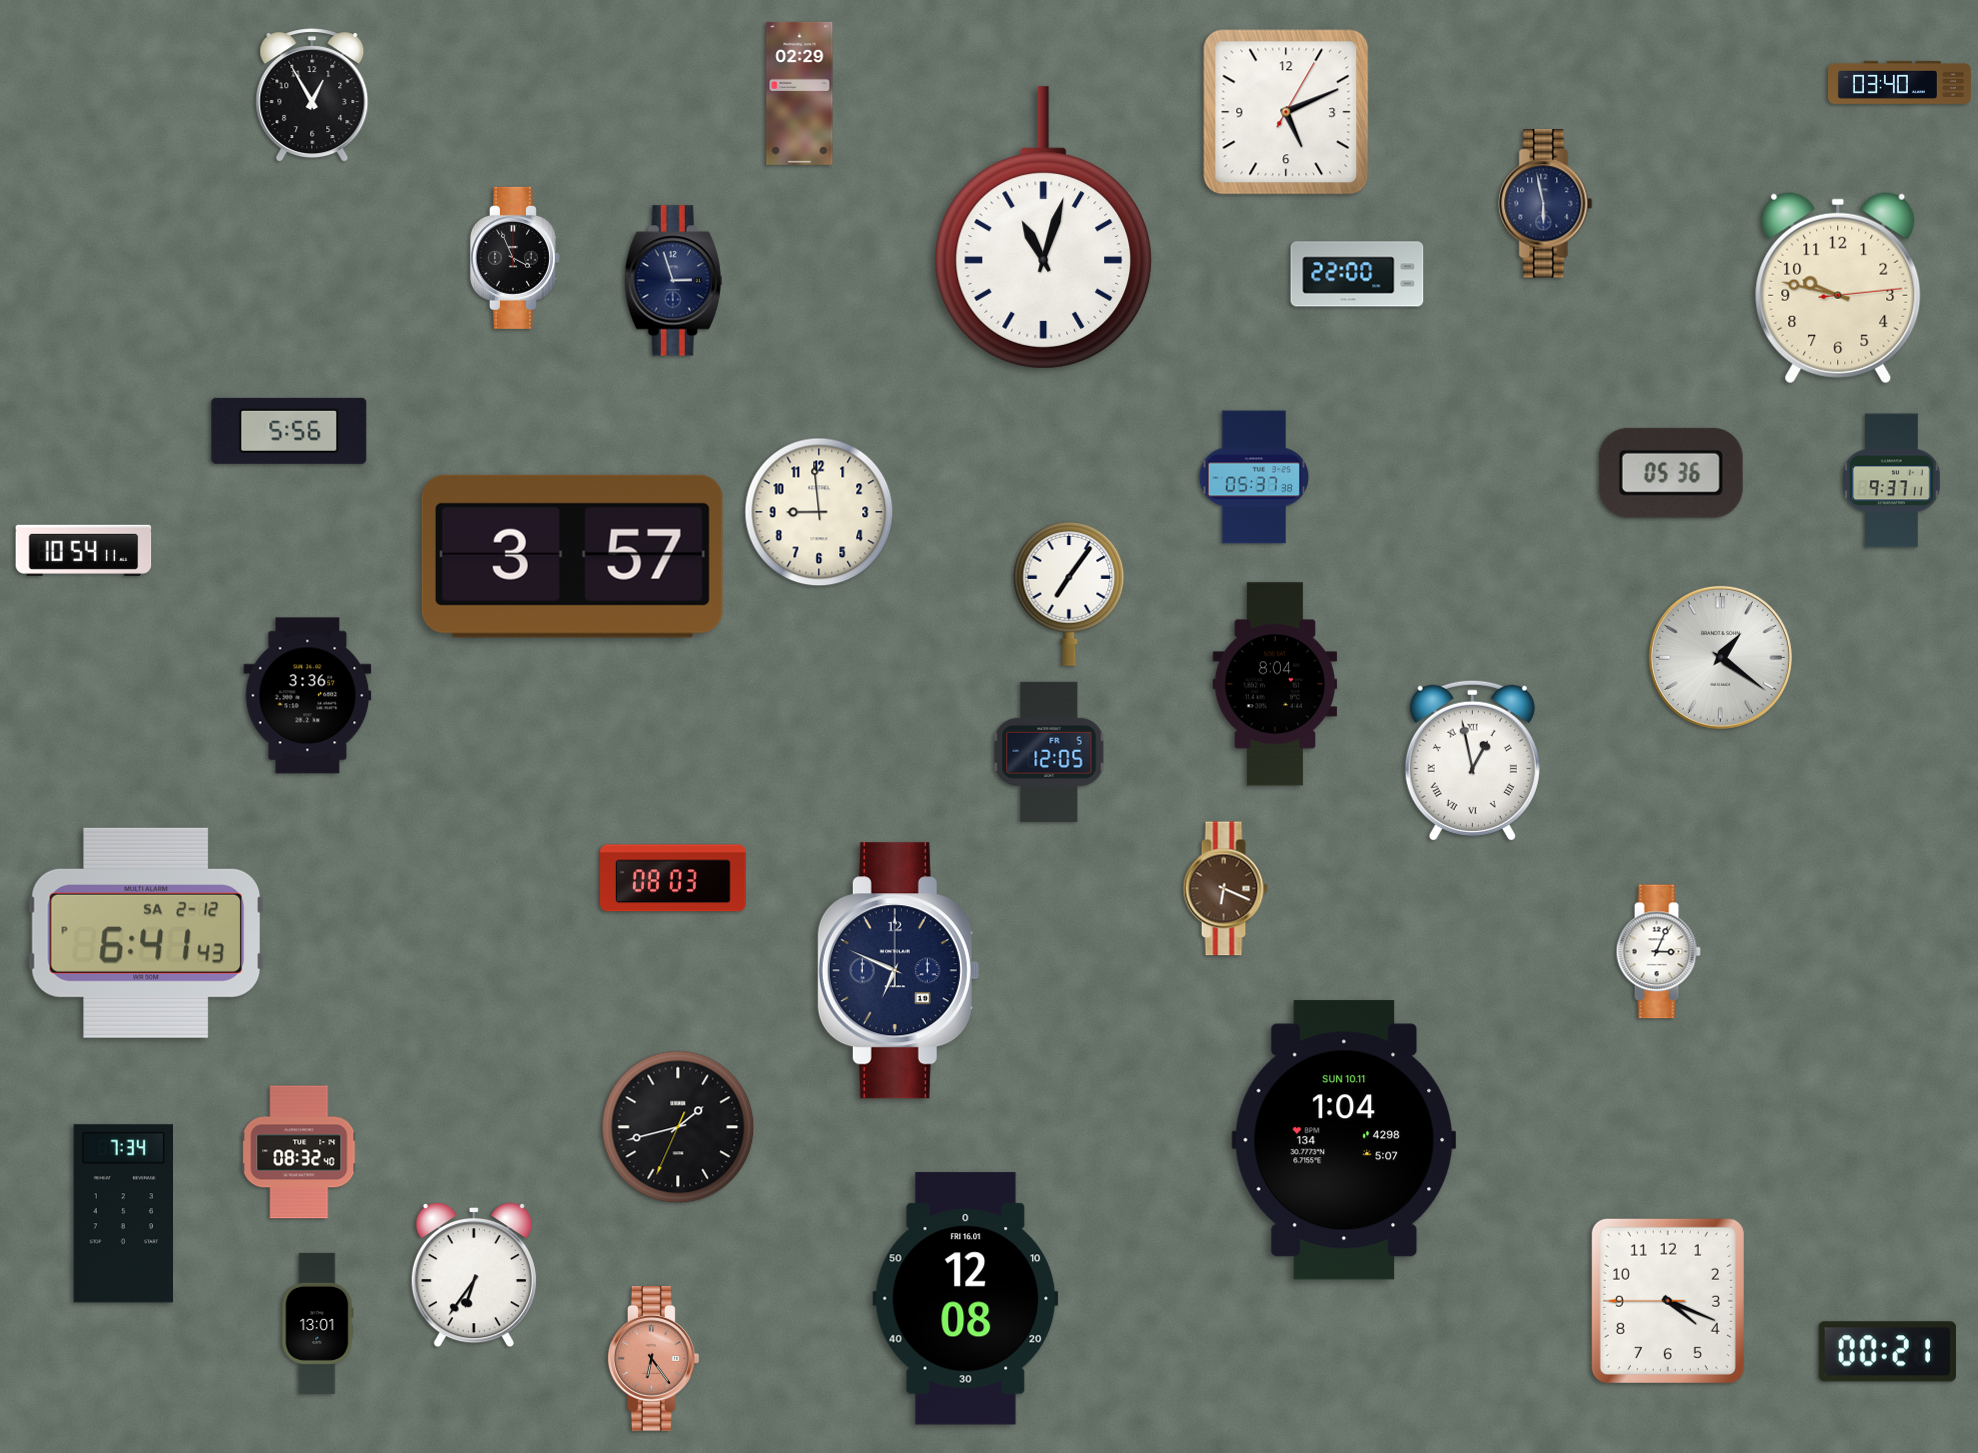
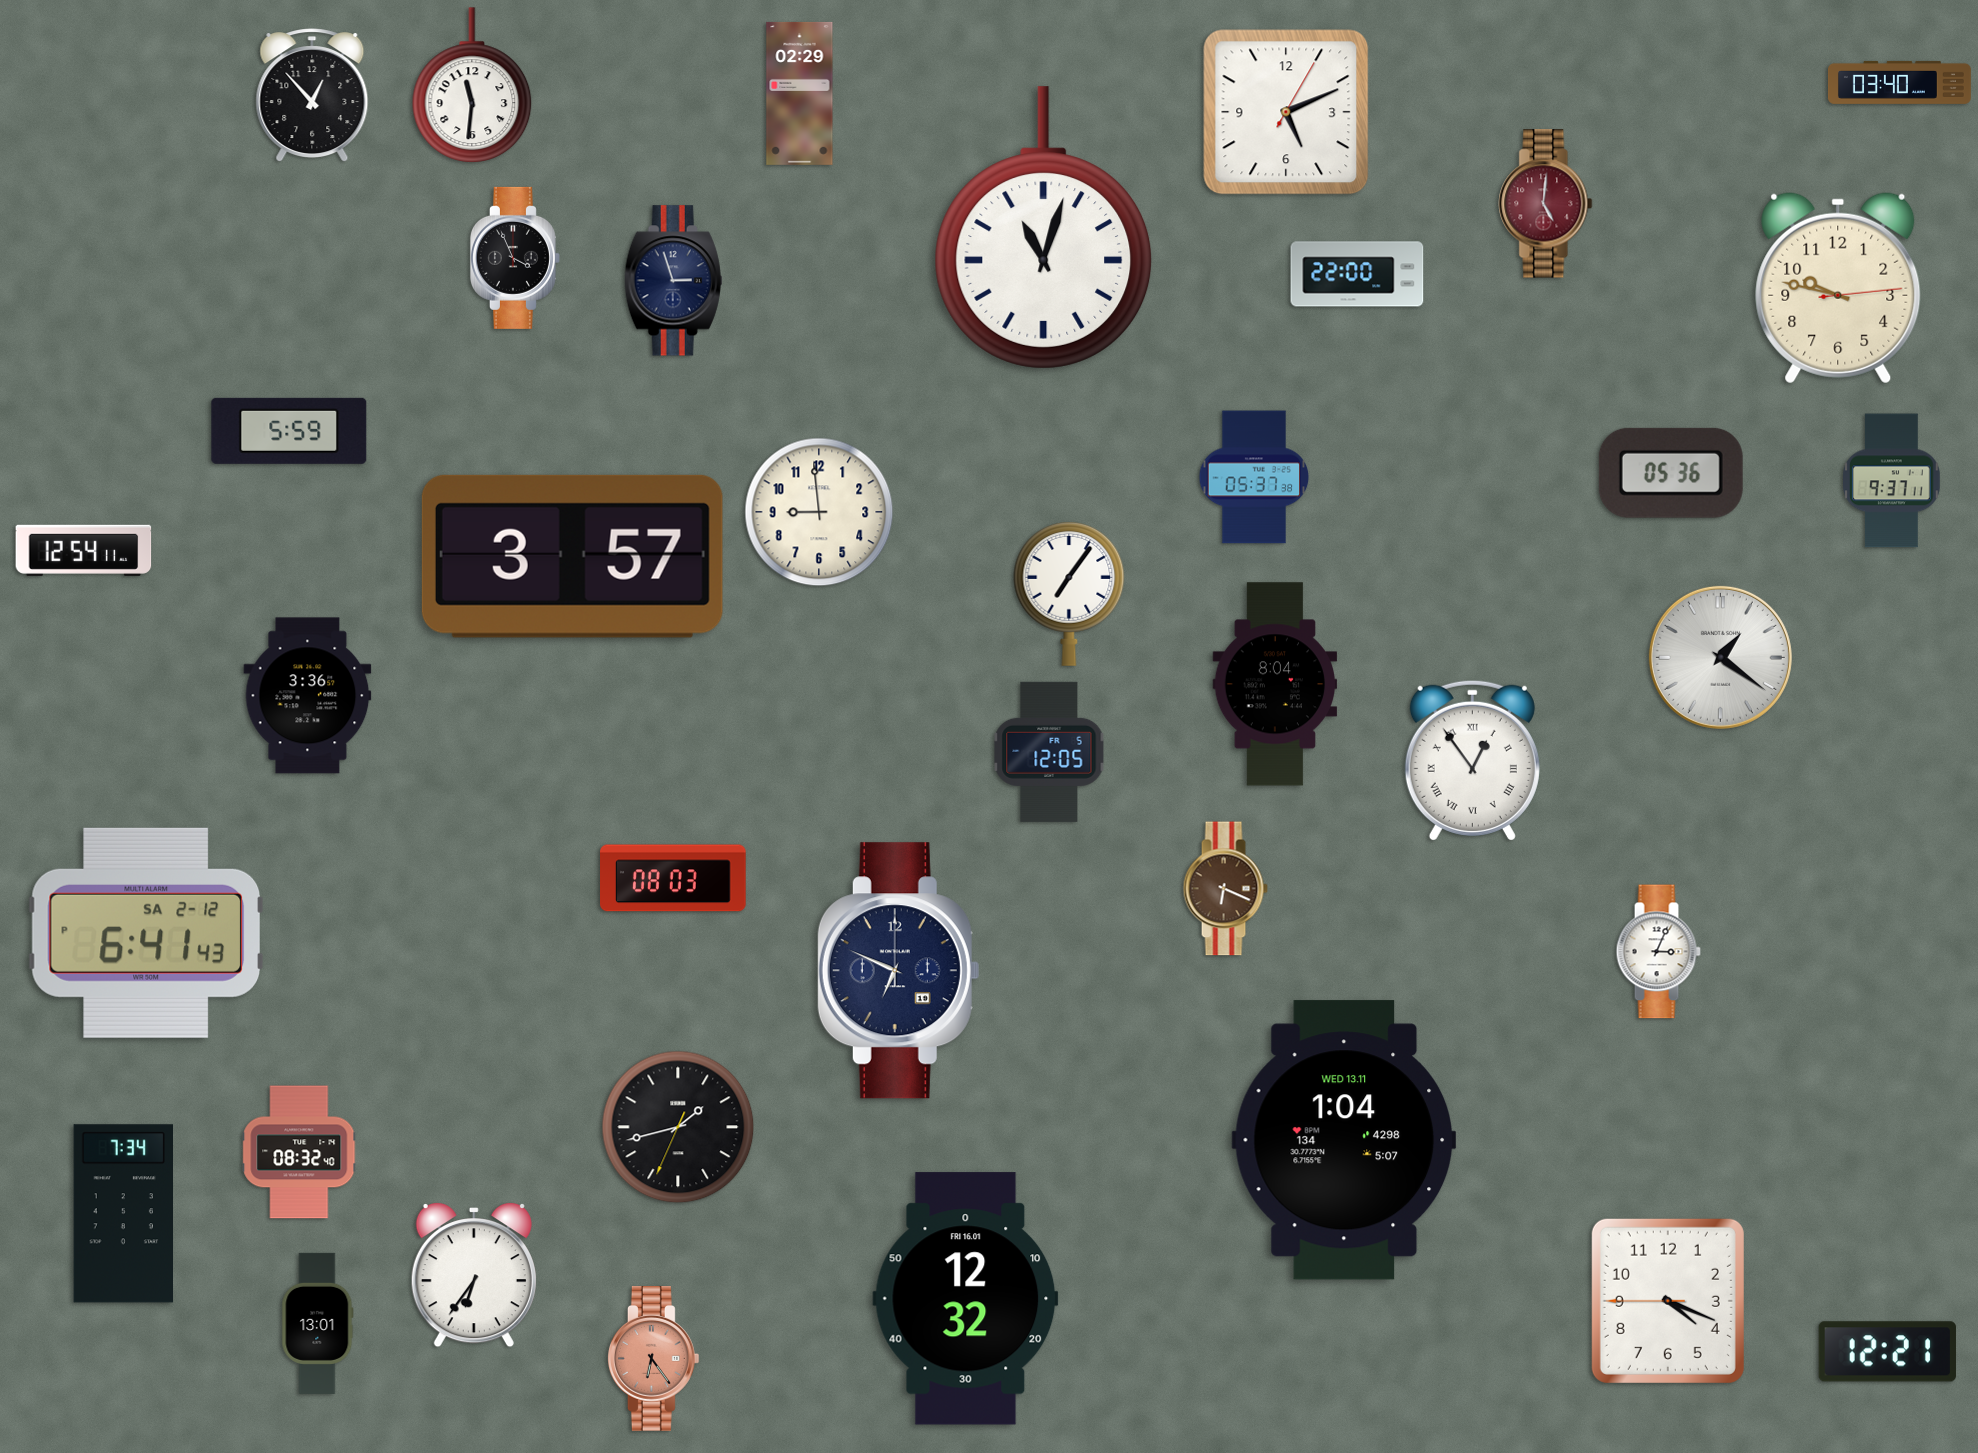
clock at (472, 85): none -> 11:31
clock at (312, 96): 12:55 -> 12:53
clock at (1546, 204): 5:58 -> 5:01
clock at (1546, 204) dial: navy -> burgundy
clock at (289, 431): 5:56 -> 5:59
clock at (84, 550): 10:54 -> 12:54
clock at (1472, 760): 12:58 -> 12:54
clock at (1344, 1140) date: SUN 10.11 -> WED 13.11
clock at (966, 1299): 12:08 -> 12:32
clock at (1887, 1352): 00:21 -> 12:21
